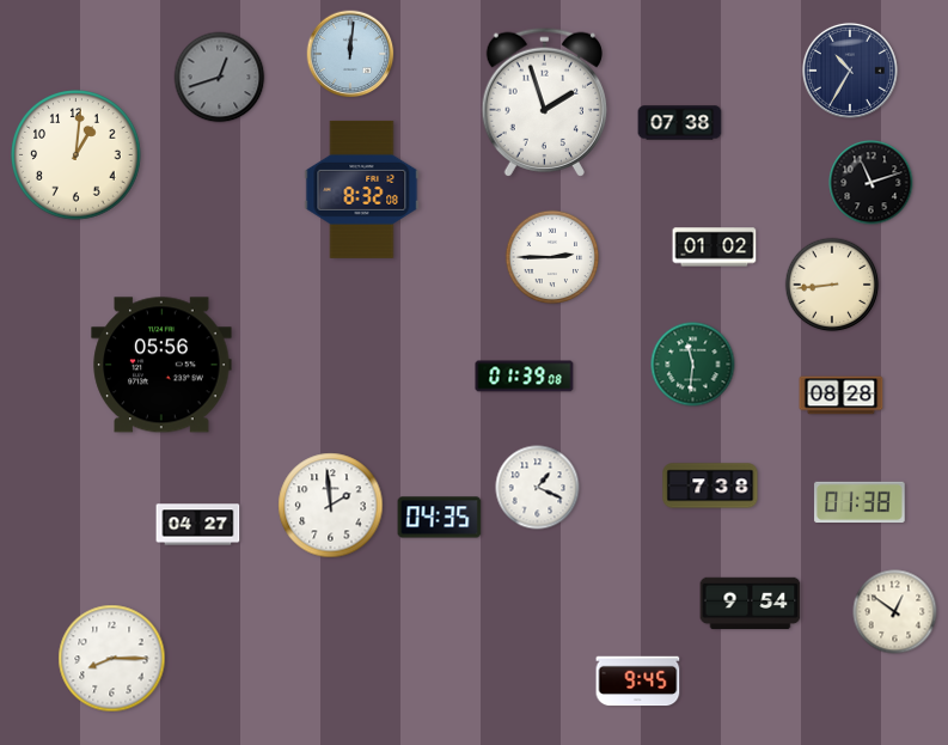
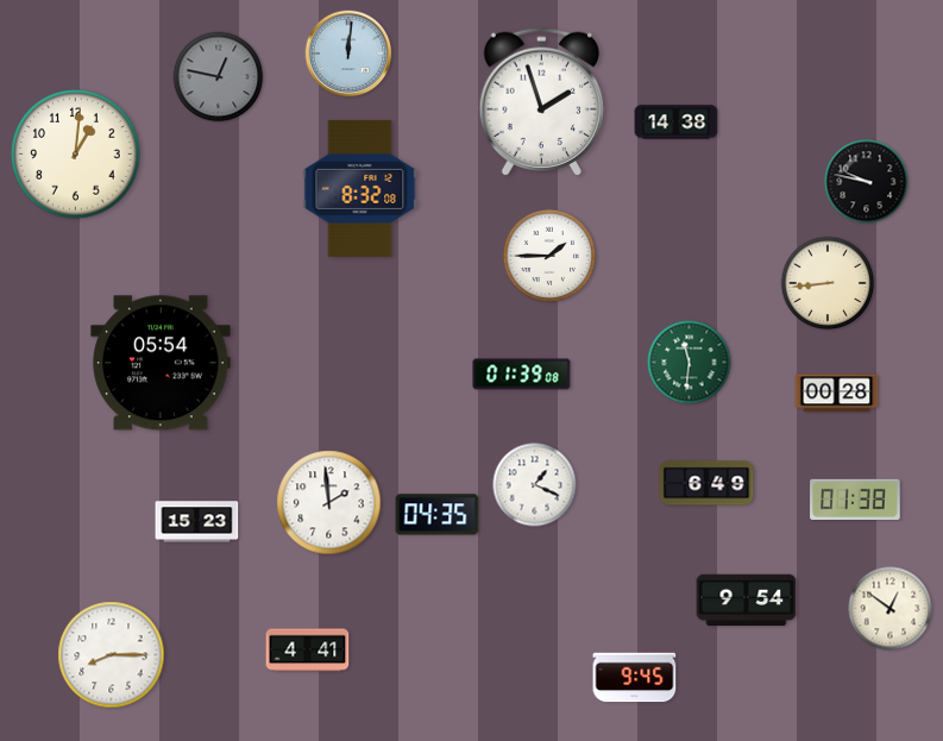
clock at (850, 71): 10:35 -> none
clock at (220, 78): 12:42 -> 12:47
clock at (680, 123): 07:38 -> 14:38
clock at (871, 183): 11:12 -> 9:47
clock at (715, 248): 01:02 -> none
clock at (552, 257): 2:45 -> 1:45
clock at (161, 365): 05:56 -> 05:54
clock at (842, 396): 08:28 -> 00:28
clock at (710, 486): 7:38 -> 6:49
clock at (198, 525): 04:27 -> 15:23
clock at (308, 651): none -> 4:41
